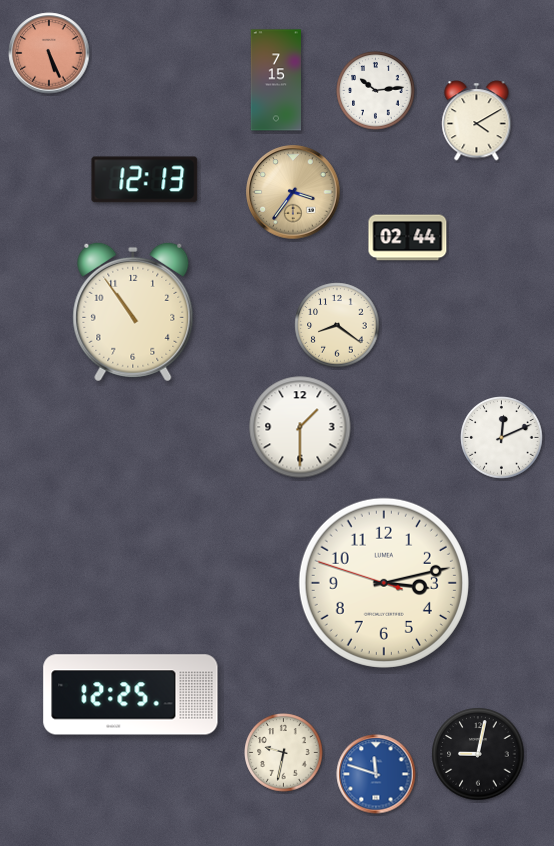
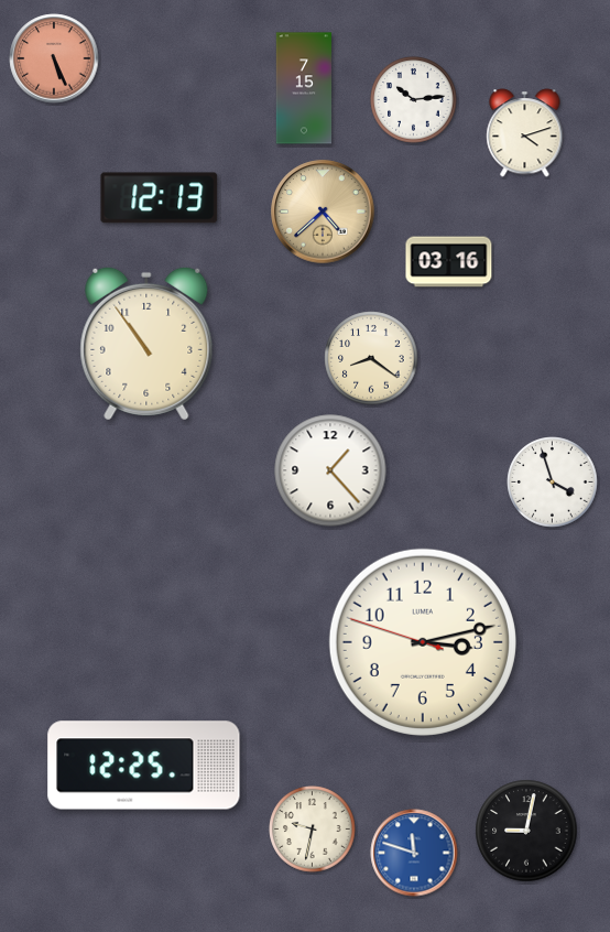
clock at (477, 121): 4:10 -> 4:12
clock at (293, 192): 3:36 -> 4:38
clock at (408, 238): 02:44 -> 03:16
clock at (300, 427): 1:30 -> 1:23
clock at (502, 438): 12:11 -> 3:57
